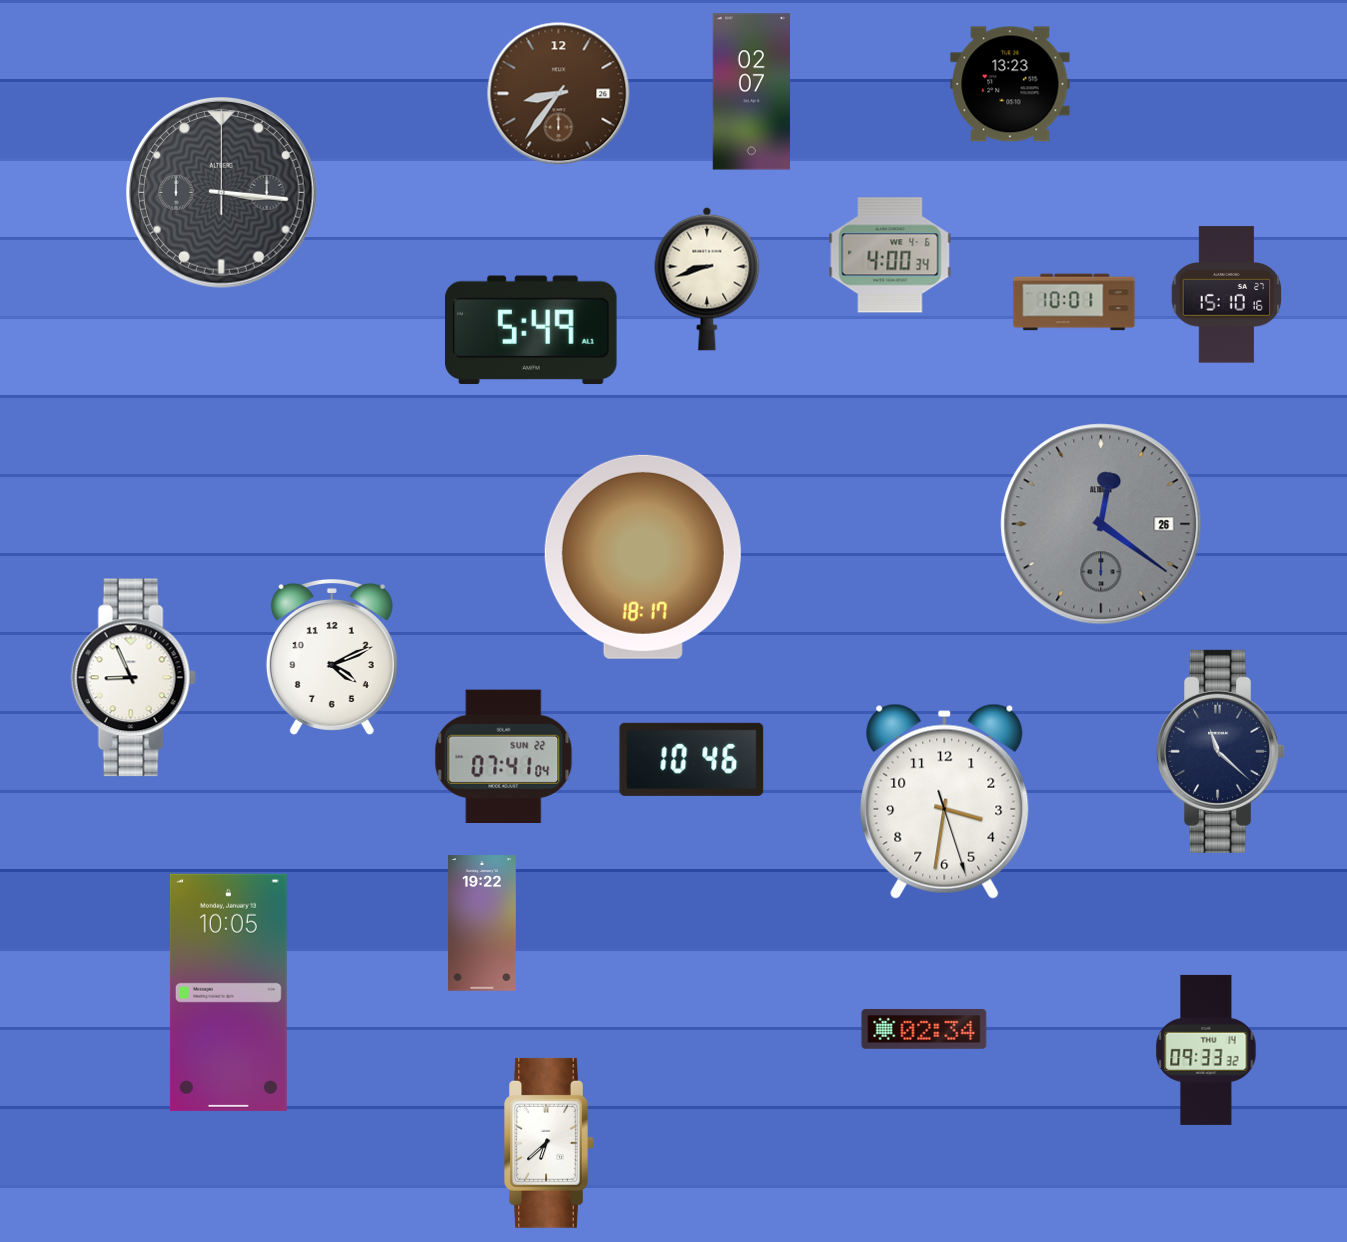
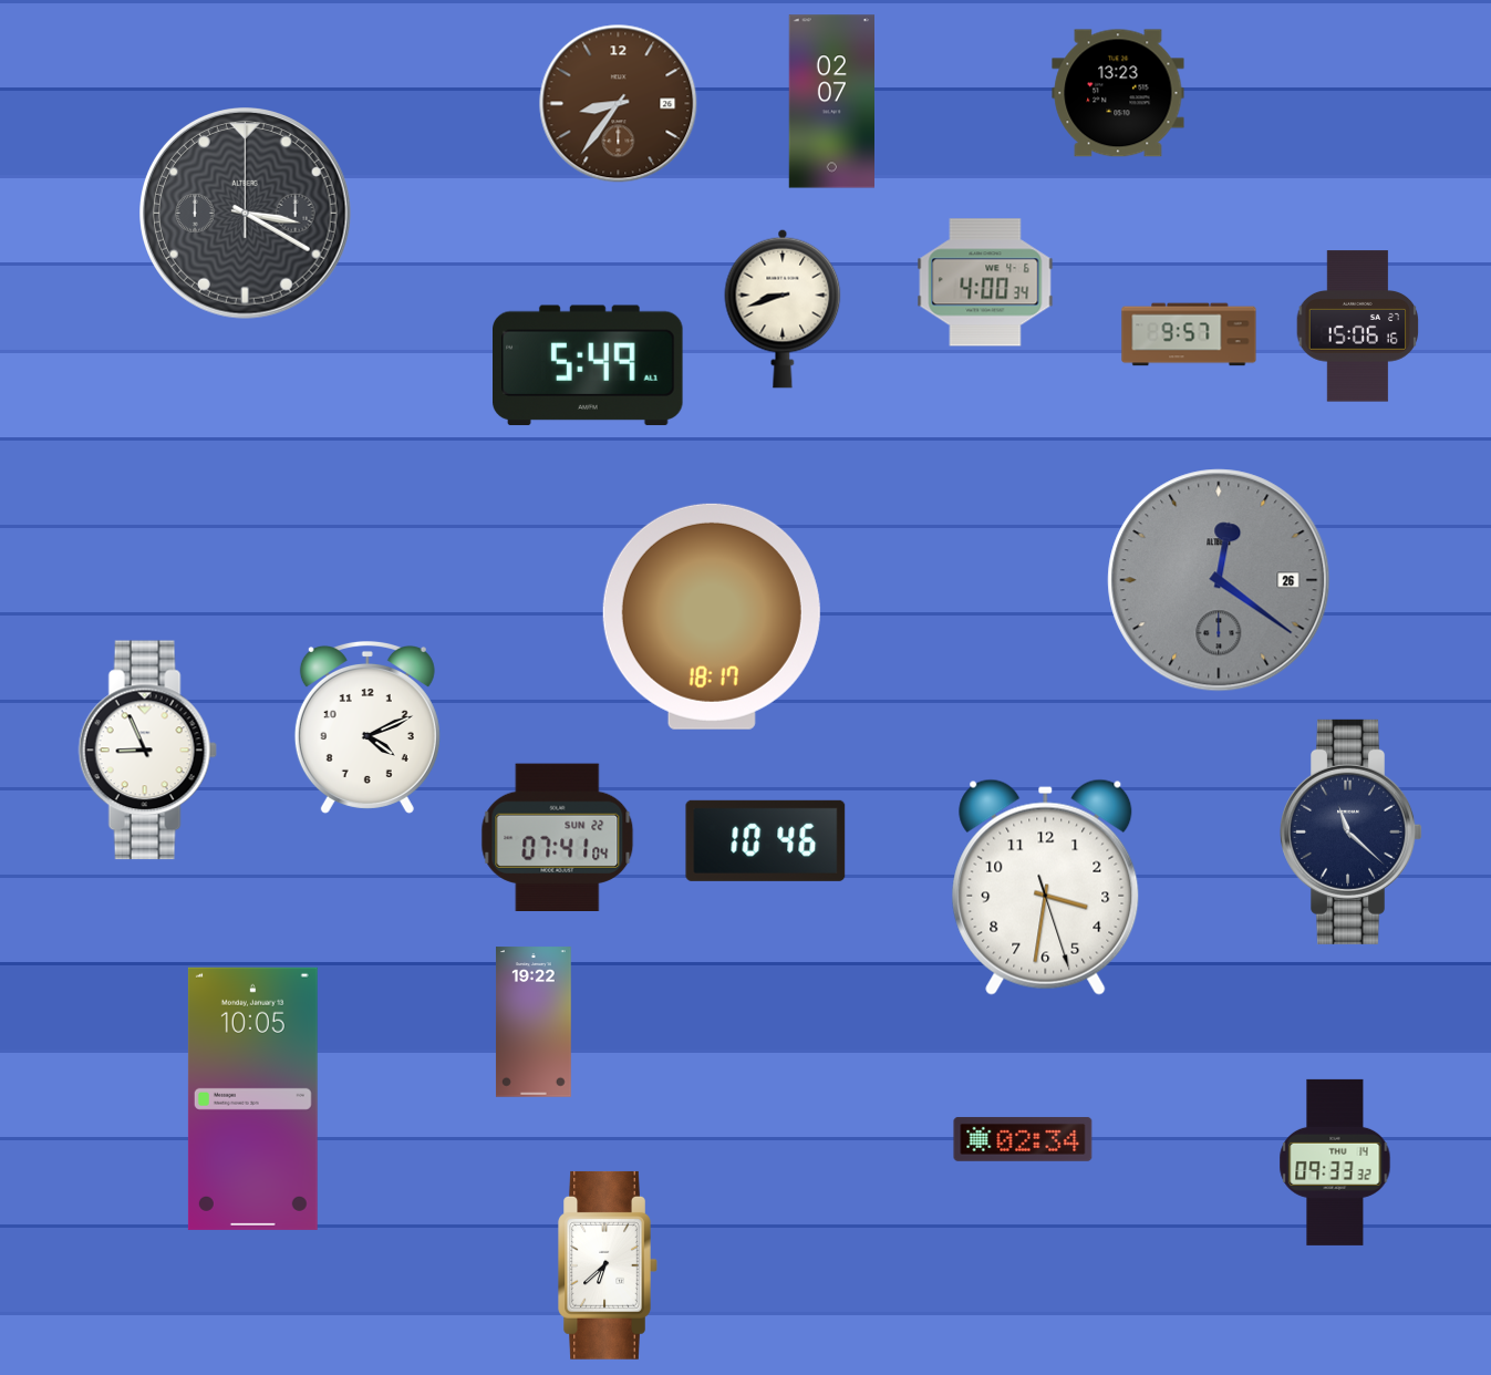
clock at (222, 193): 3:16 -> 3:20
clock at (1227, 295): 15:10 -> 15:06
clock at (1074, 302): 10:01 -> 9:57
